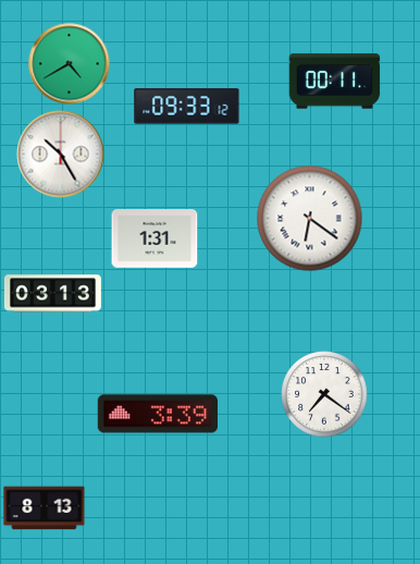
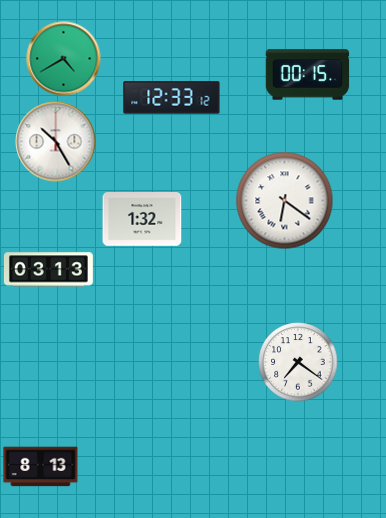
clock at (335, 82): 00:11 -> 00:15
clock at (187, 107): 09:33 -> 12:33
clock at (155, 240): 1:31 -> 1:32
clock at (158, 414): 3:39 -> none
